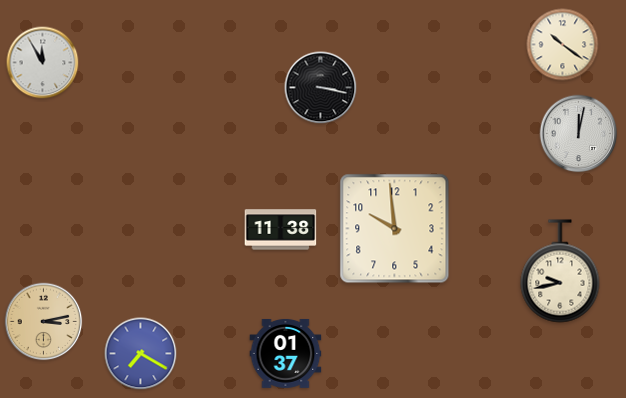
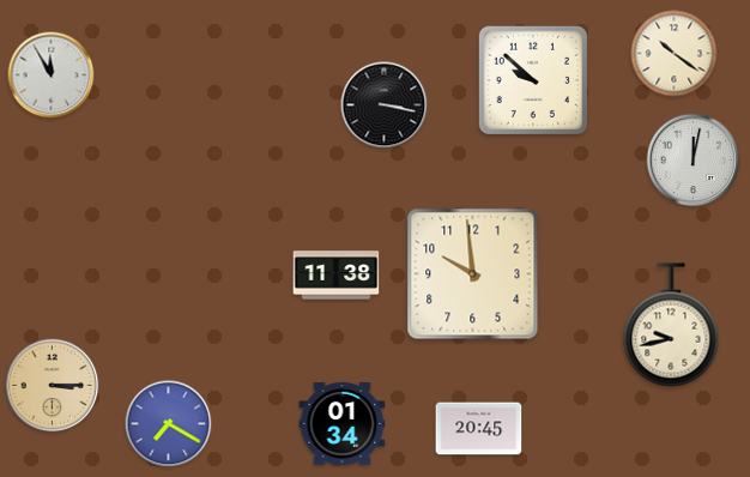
clock at (533, 80): none -> 9:52
clock at (44, 322): 3:13 -> 3:15
clock at (286, 354): 01:37 -> 01:34
clock at (479, 429): none -> 20:45
